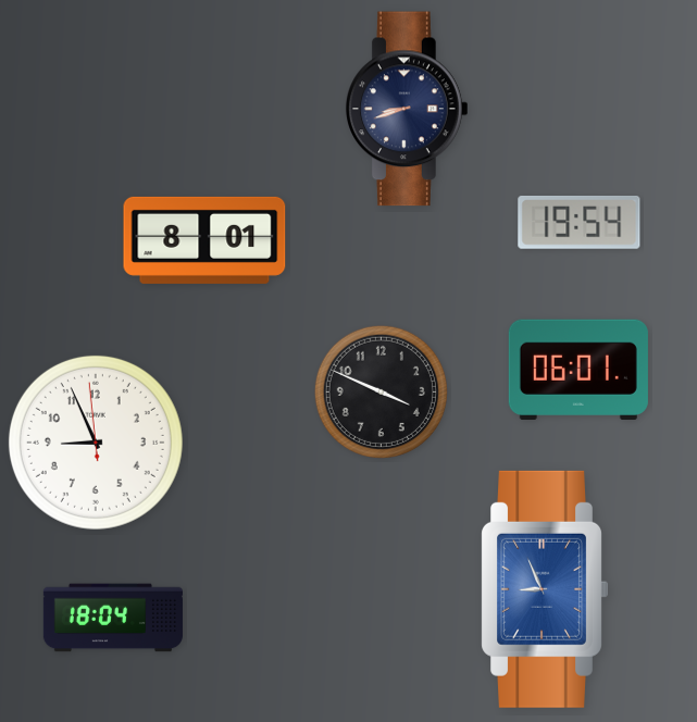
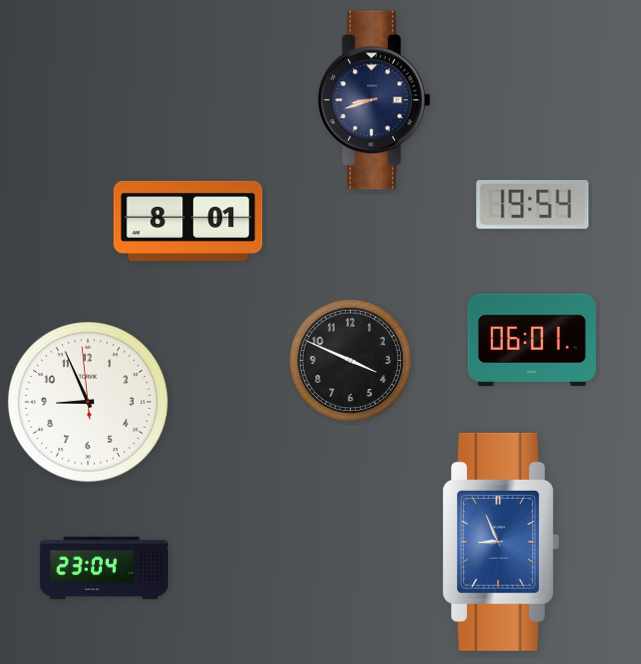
clock at (96, 443) position: (96, 443) -> (88, 402)
clock at (113, 618): 18:04 -> 23:04
